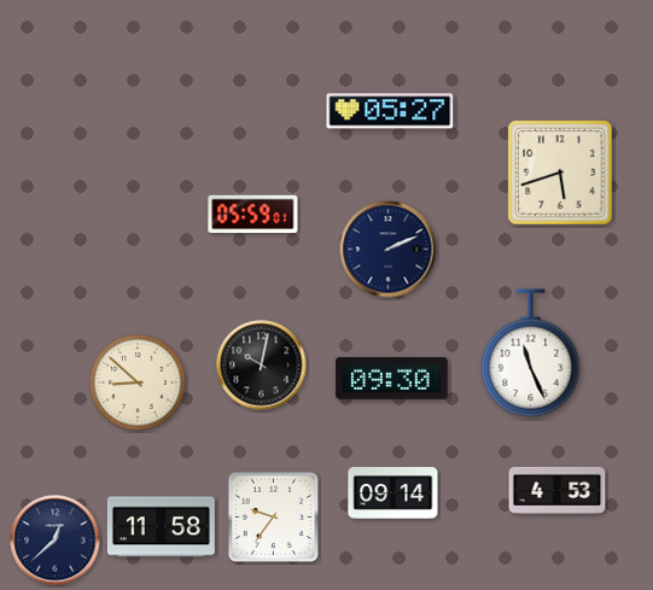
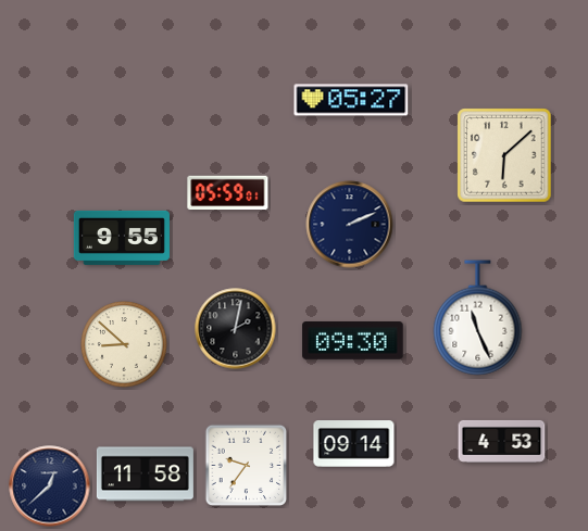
clock at (560, 173): 5:42 -> 6:08
clock at (122, 238): none -> 9:55
clock at (262, 366): 10:02 -> 2:02
